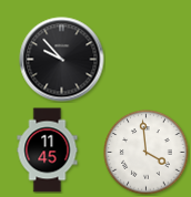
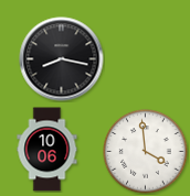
clock at (62, 60): 9:53 -> 8:17
clock at (48, 151): 11:45 -> 10:06
